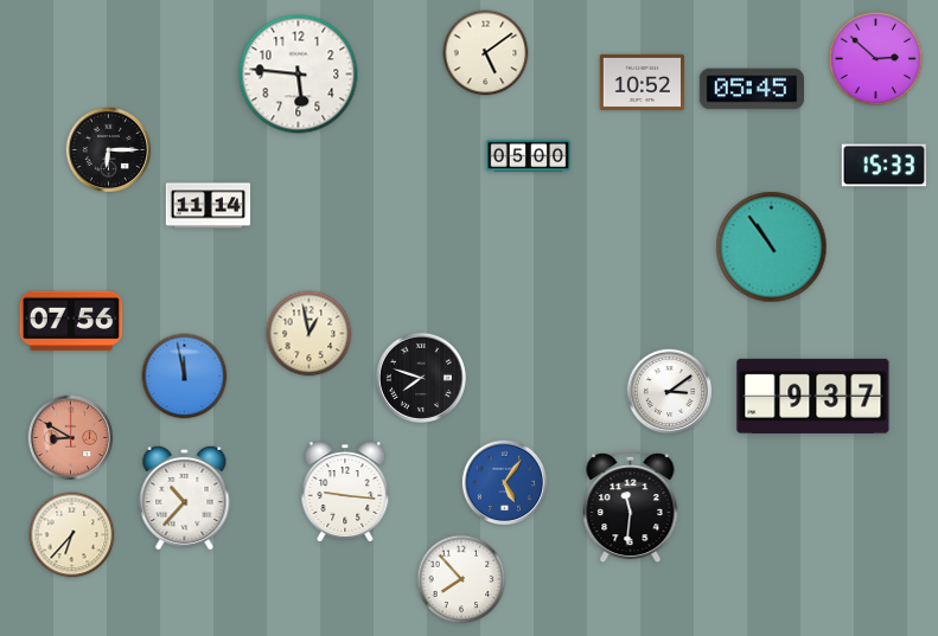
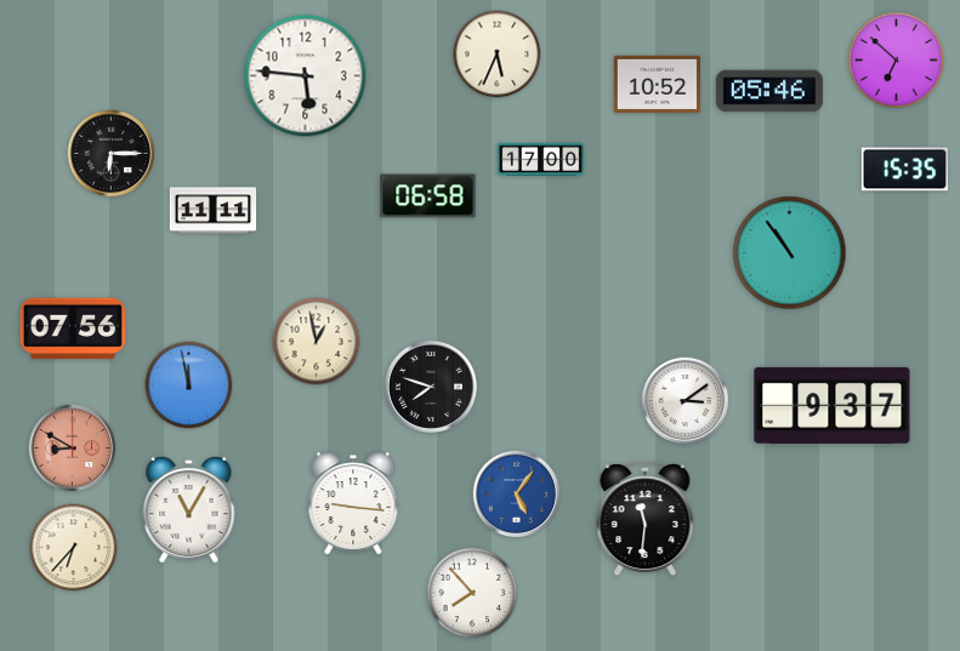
clock at (486, 53): 5:09 -> 5:34
clock at (876, 59): 2:52 -> 6:52
clock at (752, 89): 05:45 -> 05:46
clock at (529, 156): 05:00 -> 17:00
clock at (883, 166): 15:33 -> 15:35
clock at (428, 196): none -> 06:58
clock at (209, 206): 11:14 -> 11:11
clock at (185, 497): 10:37 -> 11:05
